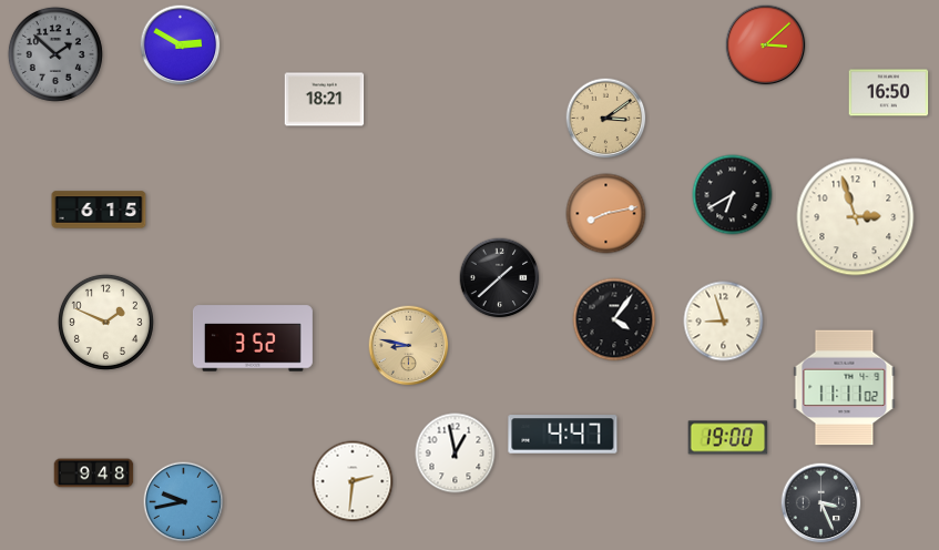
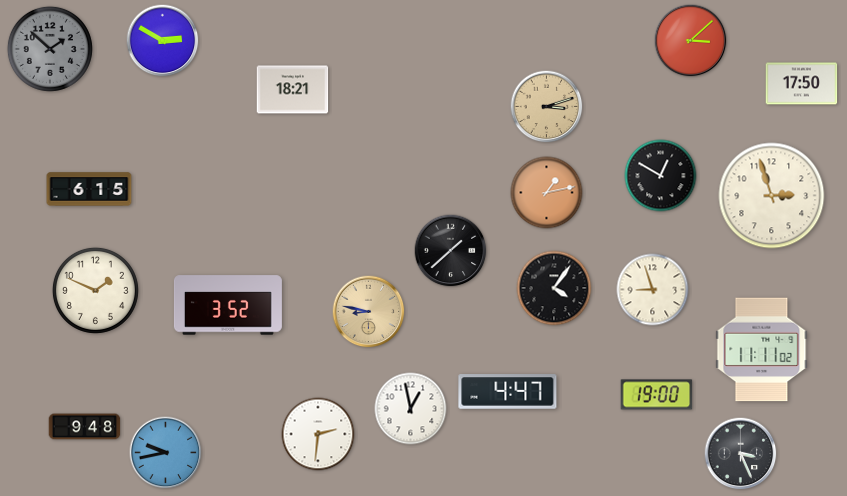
clock at (889, 93): 16:50 -> 17:50
clock at (606, 119): 3:09 -> 3:12
clock at (733, 195): 6:40 -> 12:50
clock at (606, 214): 8:13 -> 1:13
